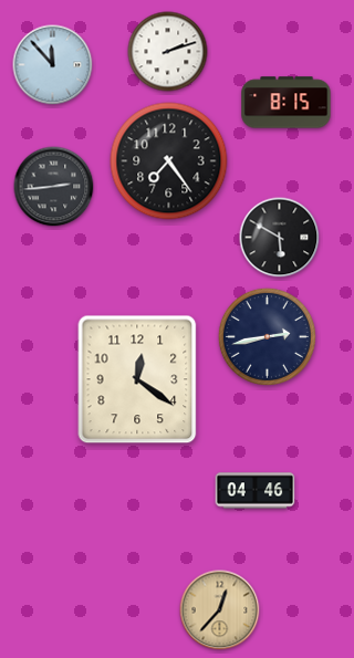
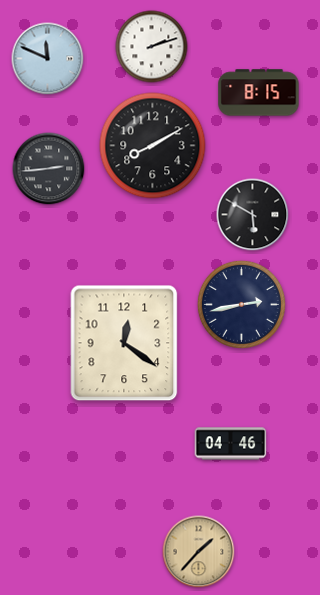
clock at (53, 65): 11:53 -> 11:49
clock at (169, 161): 7:24 -> 8:10
clock at (220, 610): 12:37 -> 1:37
